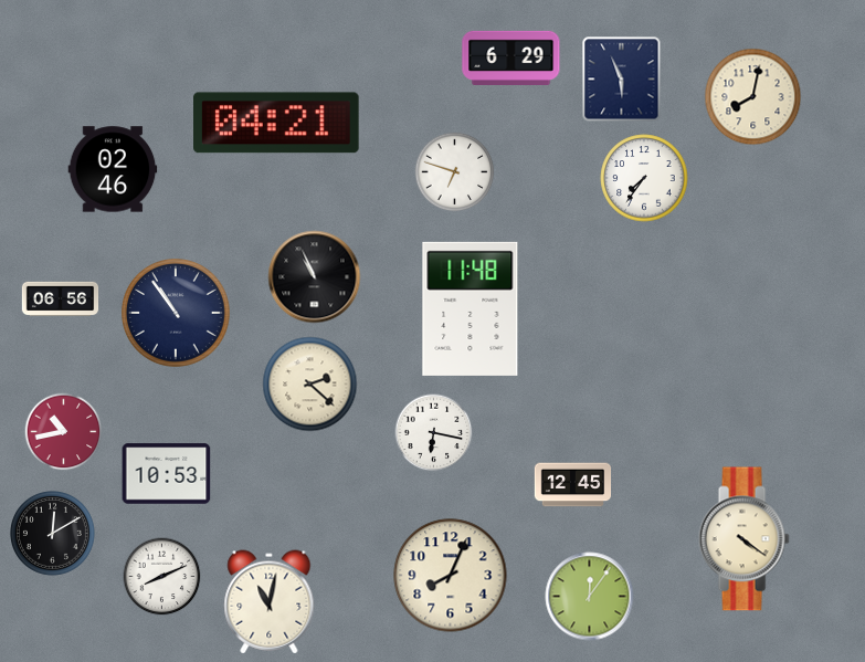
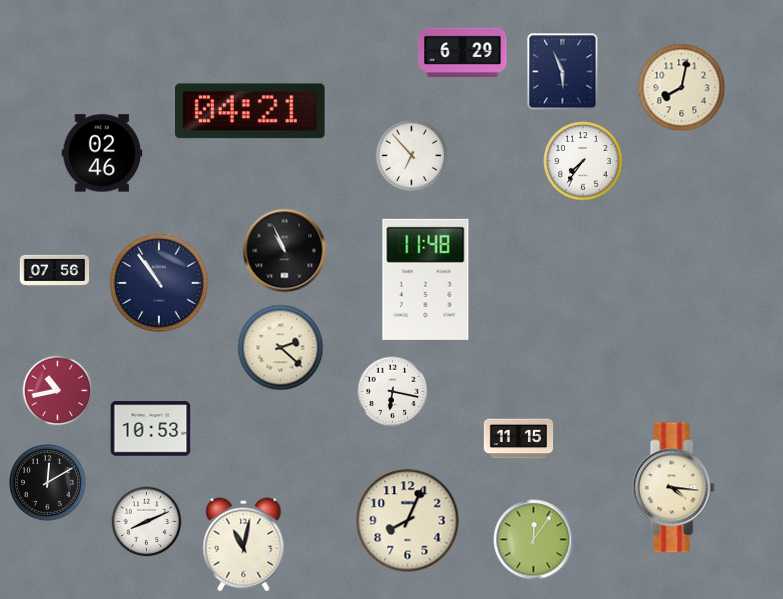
clock at (455, 172): 6:48 -> 6:53
clock at (61, 300): 06:56 -> 07:56
clock at (573, 485): 12:45 -> 11:15
clock at (743, 539): 4:21 -> 4:16
